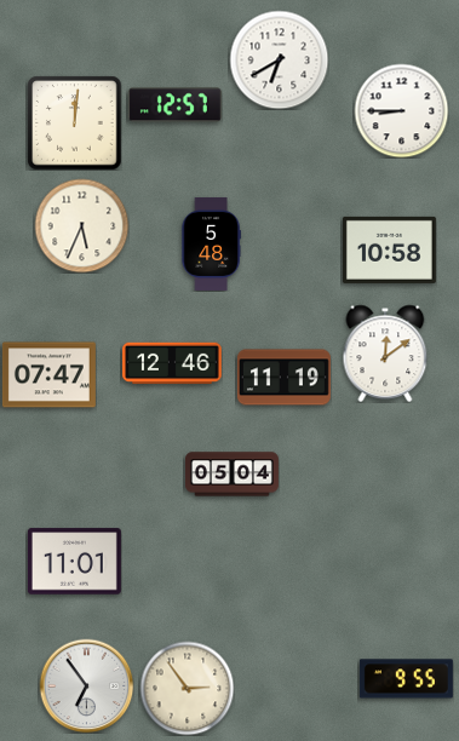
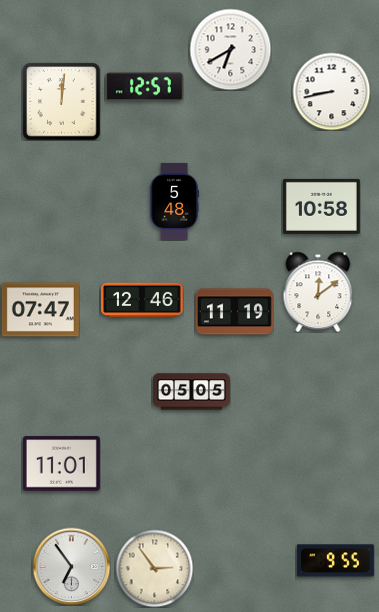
clock at (401, 110): 8:45 -> 8:43
clock at (81, 225): 5:34 -> none
clock at (231, 475): 05:04 -> 05:05
